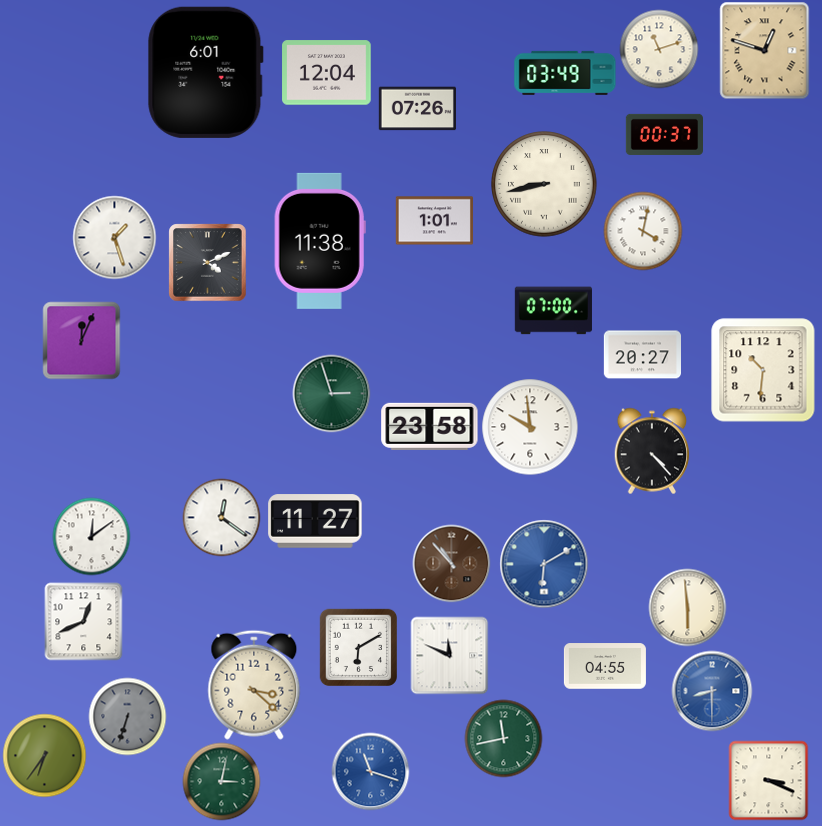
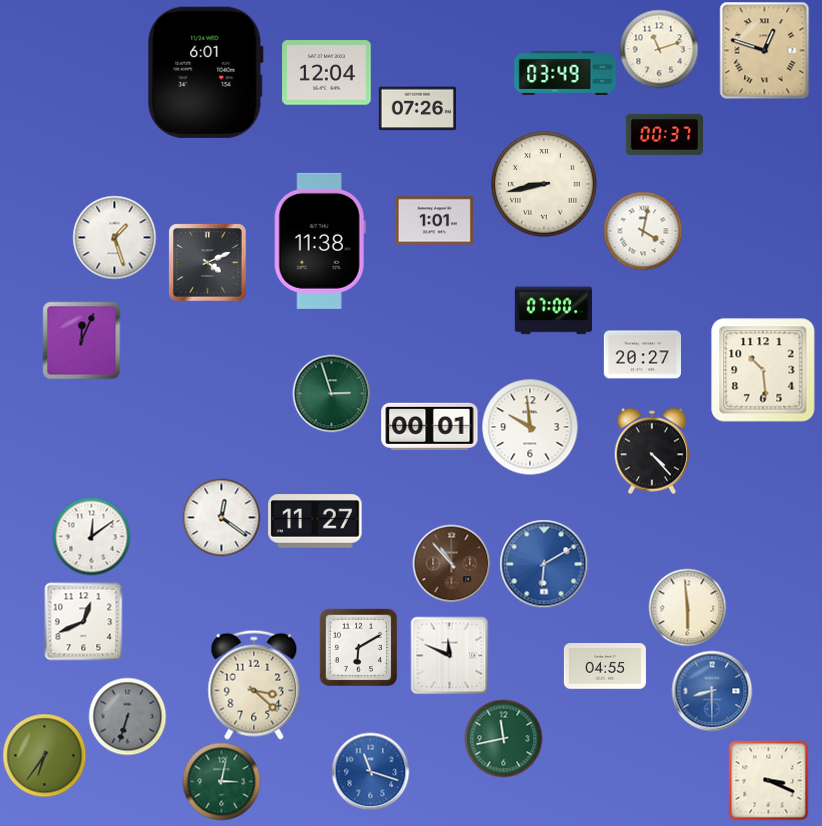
clock at (763, 370): 10:31 -> 10:29
clock at (430, 426): 23:58 -> 00:01
